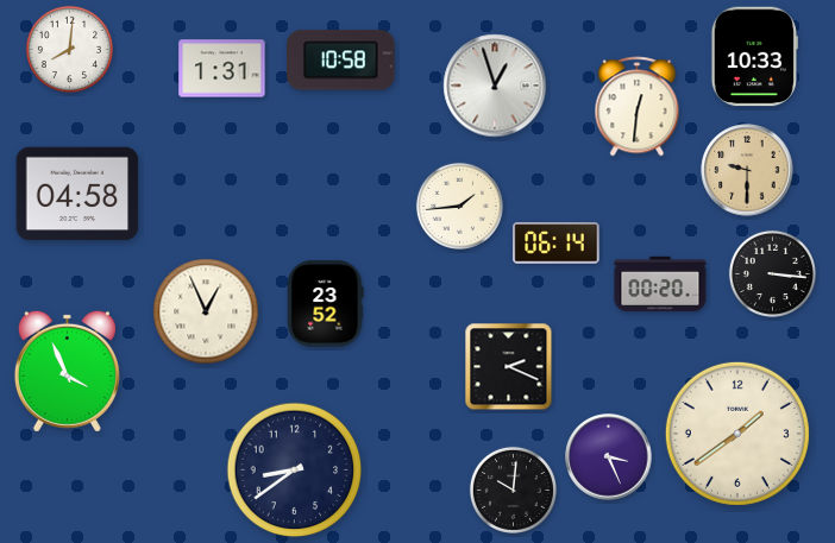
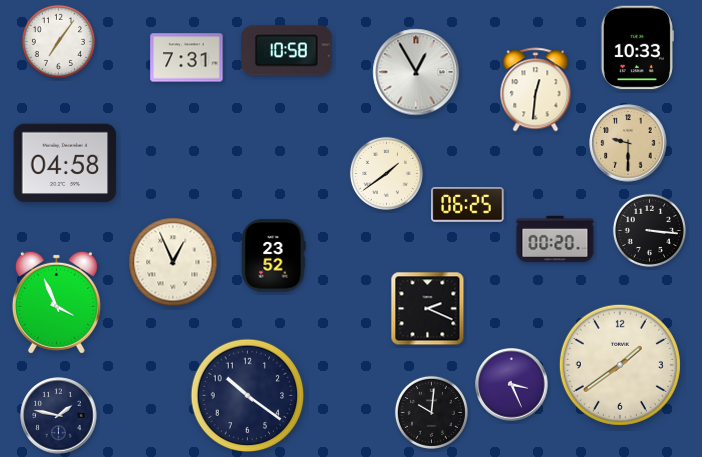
clock at (69, 49): 8:01 -> 7:06
clock at (754, 57) position: (754, 57) -> (637, 48)
clock at (222, 69): 1:31 -> 7:31
clock at (495, 86): 12:57 -> 12:55
clock at (459, 206): 1:44 -> 1:39
clock at (557, 244): 06:14 -> 06:25
clock at (67, 371) position: (67, 371) -> (56, 302)
clock at (295, 471): 8:39 -> 10:21
clock at (59, 416): none -> 1:47
